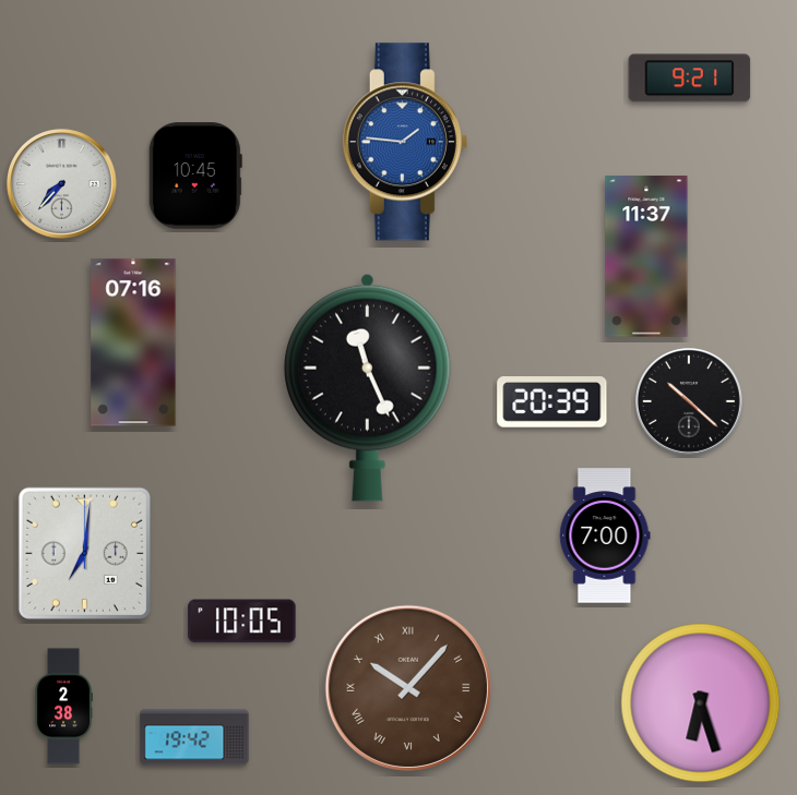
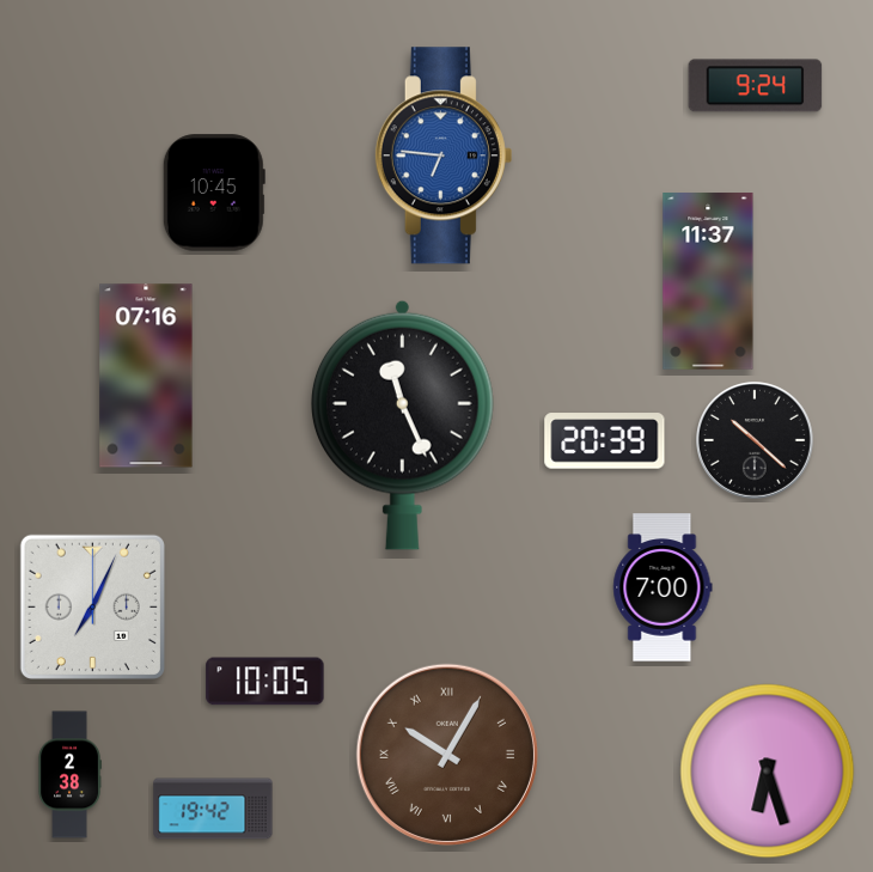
clock at (690, 79): 9:21 -> 9:24
clock at (405, 142): 1:46 -> 6:46
clock at (61, 183): 7:37 -> none
clock at (84, 553): 7:01 -> 7:04
clock at (408, 688): 10:07 -> 10:05
